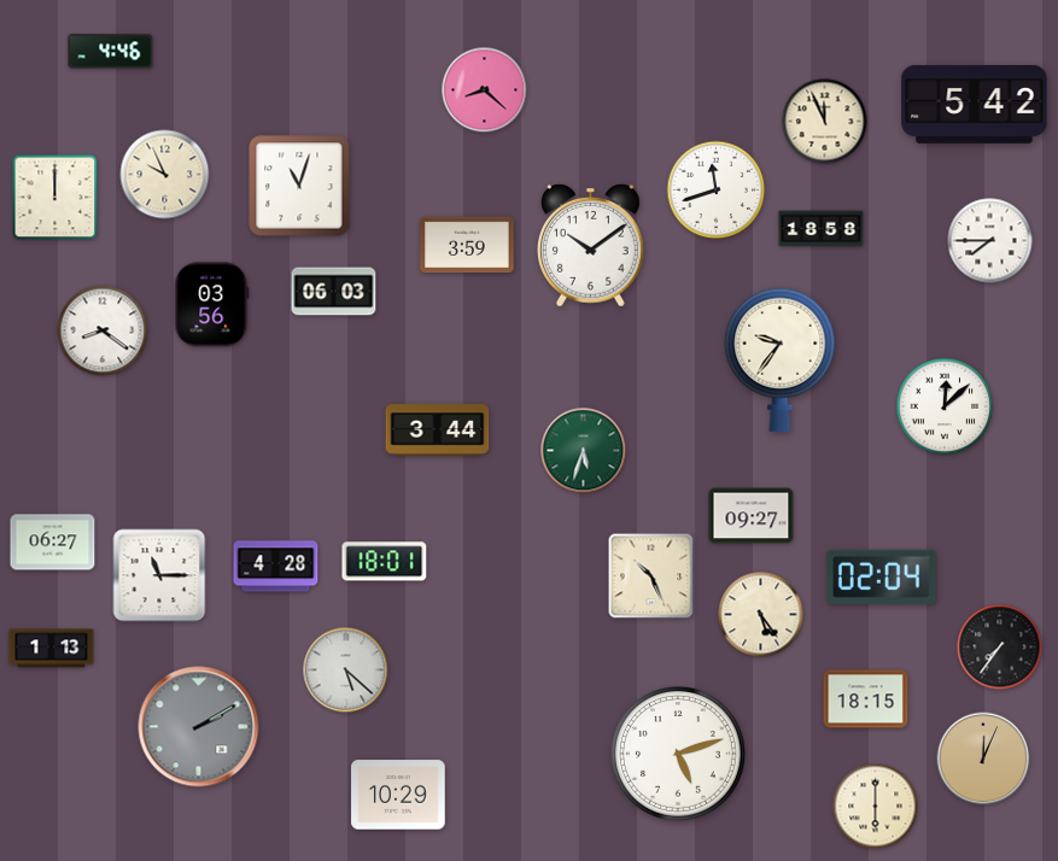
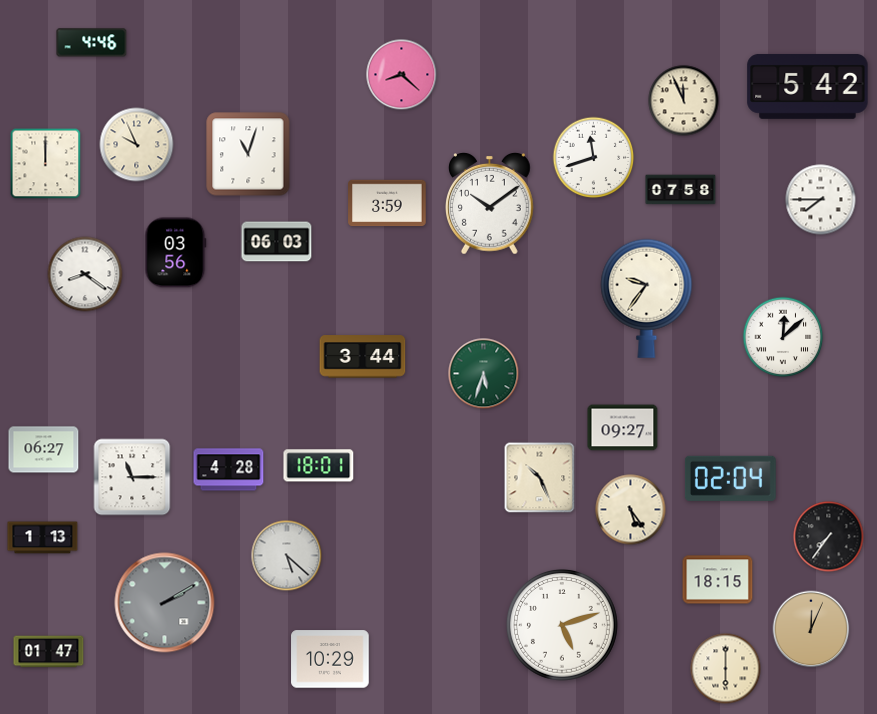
clock at (822, 229): 18:58 -> 07:58
clock at (983, 758) position: (983, 758) -> (811, 629)
clock at (49, 652): none -> 01:47
